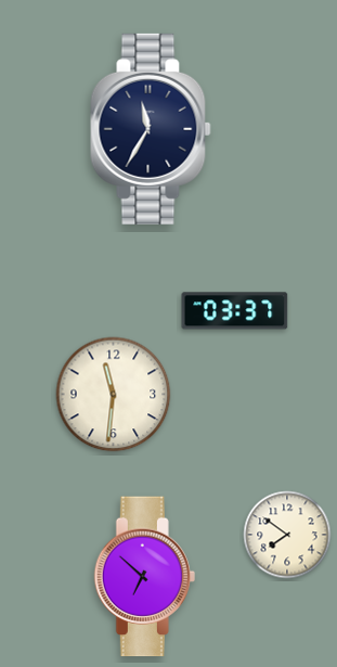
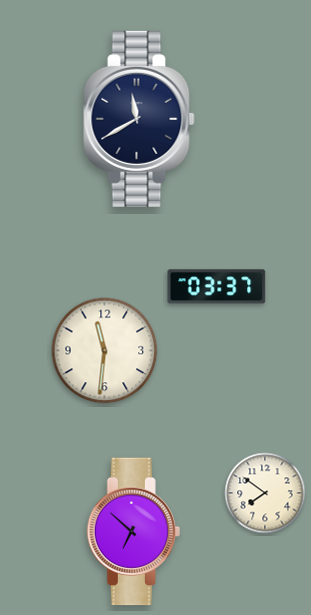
clock at (151, 129): 11:35 -> 11:40
clock at (114, 395) position: (114, 395) -> (105, 351)
